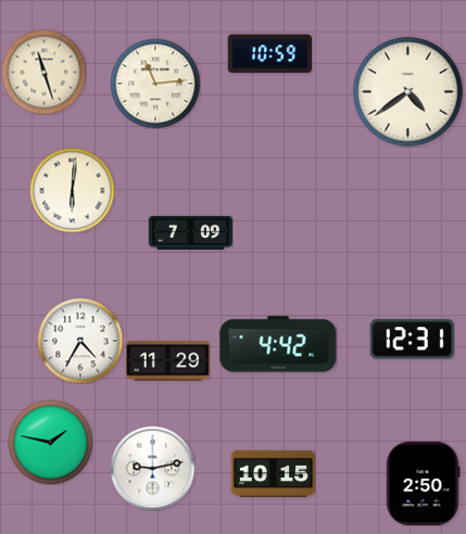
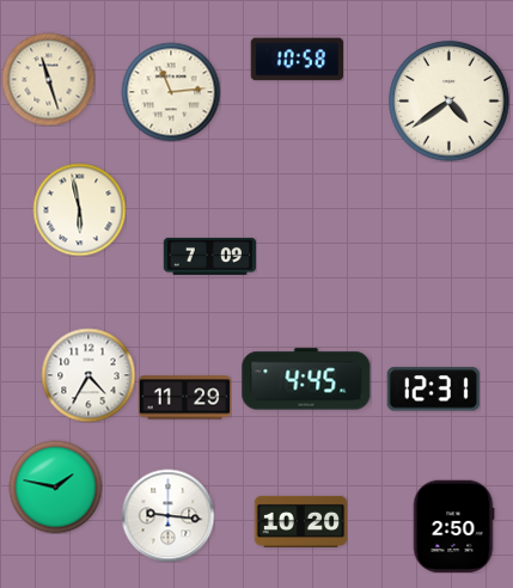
clock at (269, 54): 10:59 -> 10:58
clock at (72, 190): 6:01 -> 5:58
clock at (412, 340) position: (412, 340) -> (433, 390)
clock at (278, 344): 4:42 -> 4:45
clock at (152, 468): 9:13 -> 9:16
clock at (273, 473): 10:15 -> 10:20
clock at (423, 483) position: (423, 483) -> (453, 526)
